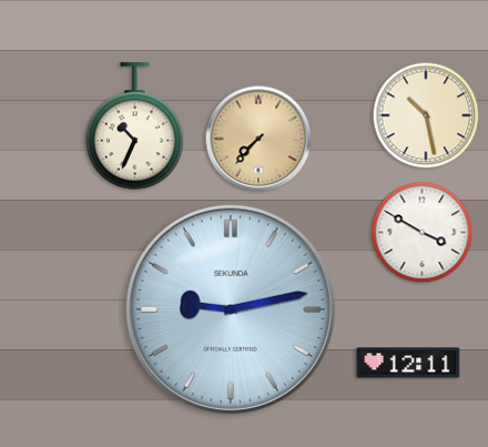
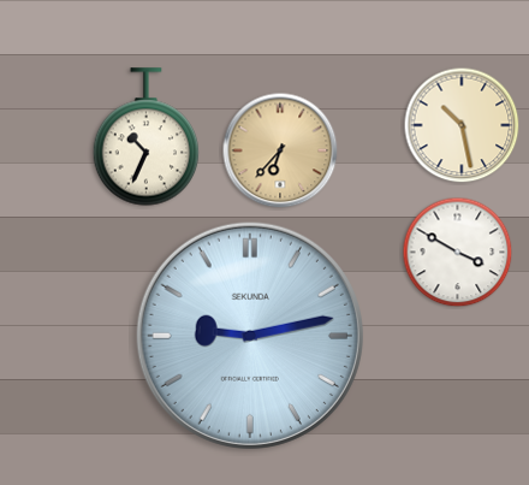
clock at (258, 139): 7:37 -> 6:37
clock at (408, 363): 12:11 -> none
